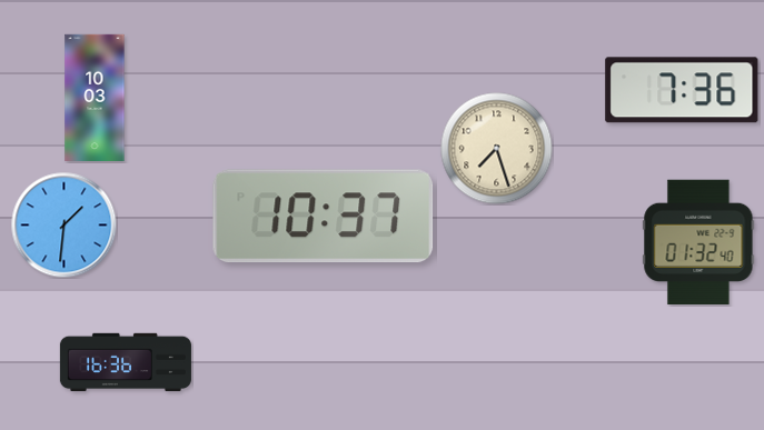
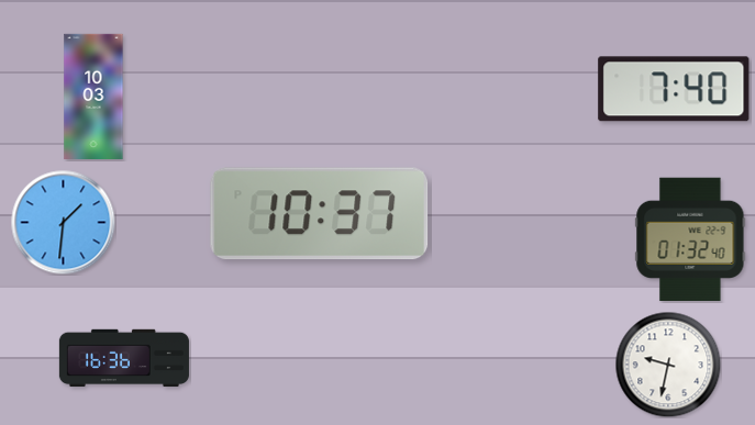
clock at (682, 90): 7:36 -> 7:40
clock at (497, 149): 7:27 -> none
clock at (668, 365): none -> 9:32
